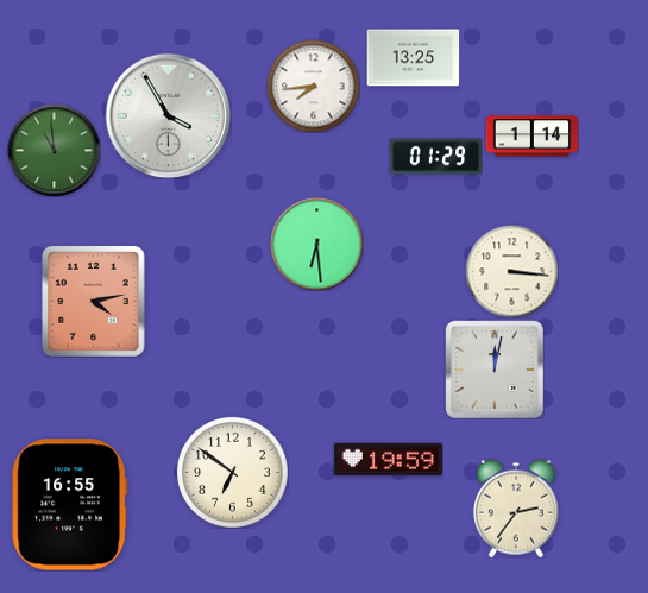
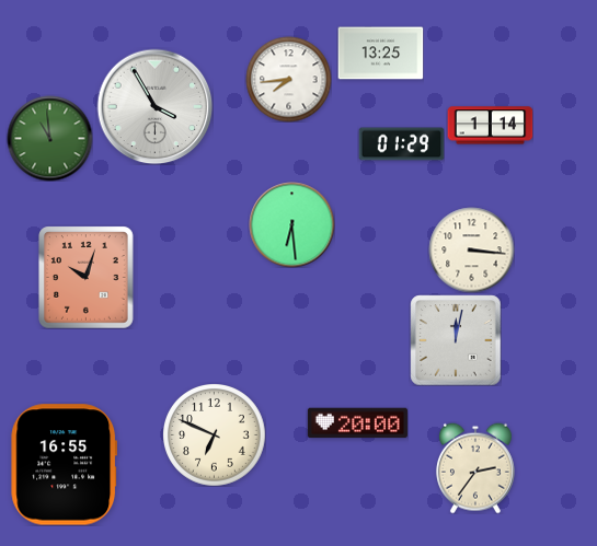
clock at (94, 302): 4:13 -> 10:03
clock at (388, 460): 19:59 -> 20:00
clock at (233, 473): 6:51 -> 6:49
